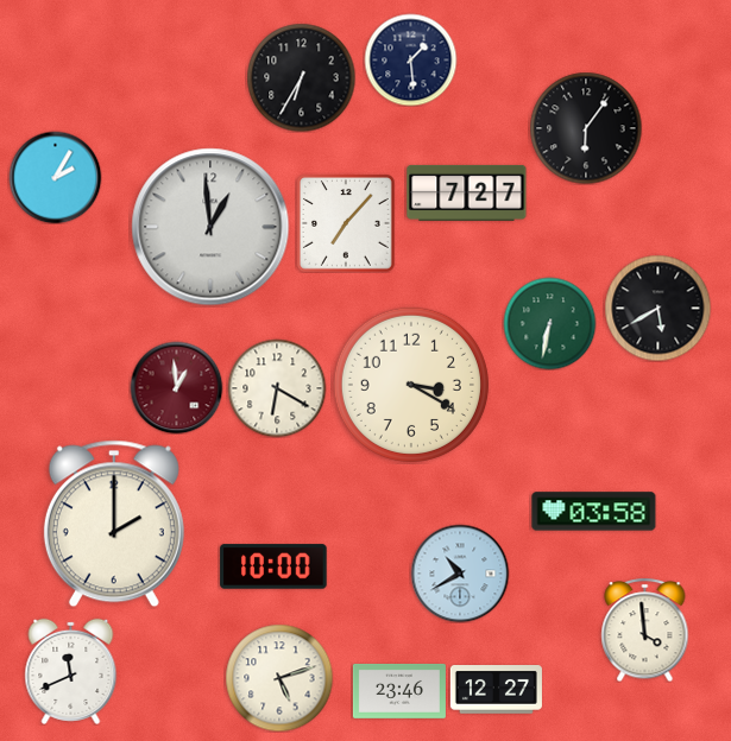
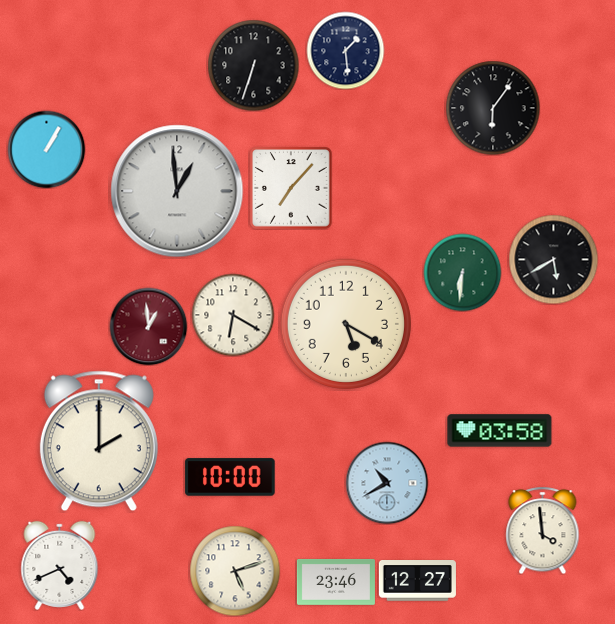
clock at (301, 77): 6:35 -> 6:33
clock at (55, 177): 2:05 -> 1:05
clock at (467, 192): 7:27 -> none
clock at (549, 323): 6:32 -> 6:31
clock at (411, 385): 3:20 -> 5:20
clock at (277, 388) position: (277, 388) -> (233, 315)
clock at (114, 524) position: (114, 524) -> (99, 441)
clock at (71, 671): 11:41 -> 4:41
